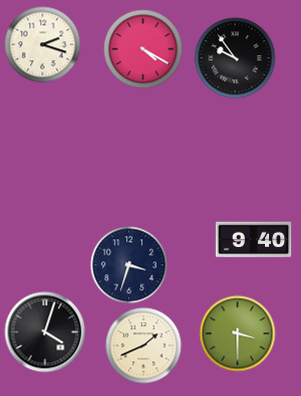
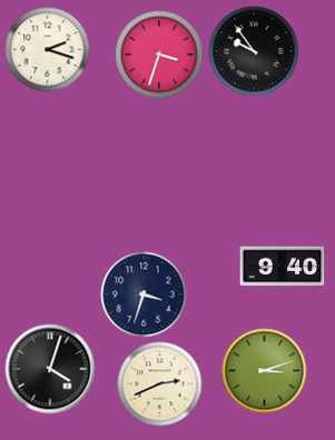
clock at (143, 49): 4:20 -> 3:33
clock at (235, 58) position: (235, 58) -> (254, 51)
clock at (238, 334): 3:30 -> 3:12
clock at (144, 346): 1:41 -> 2:41
